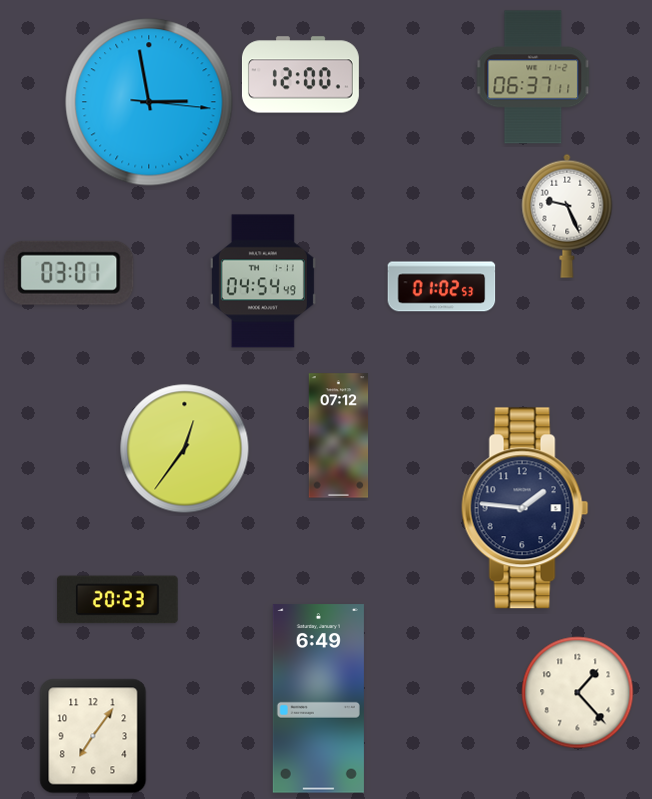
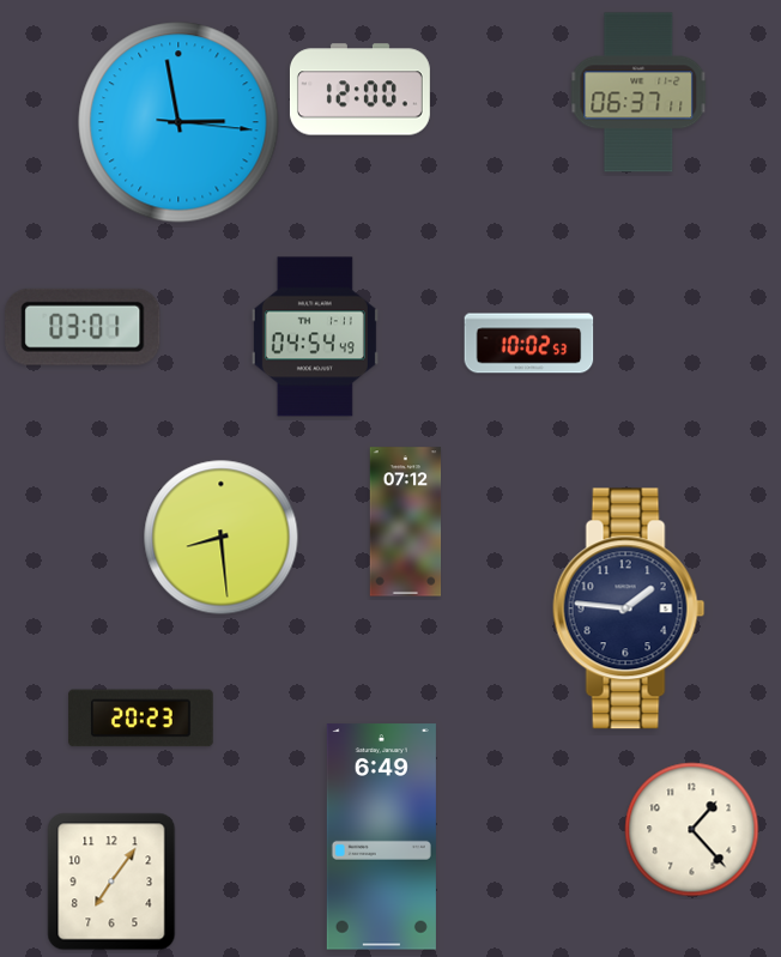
clock at (567, 216): 9:26 -> none
clock at (442, 287): 01:02 -> 10:02
clock at (185, 449): 12:36 -> 8:29
